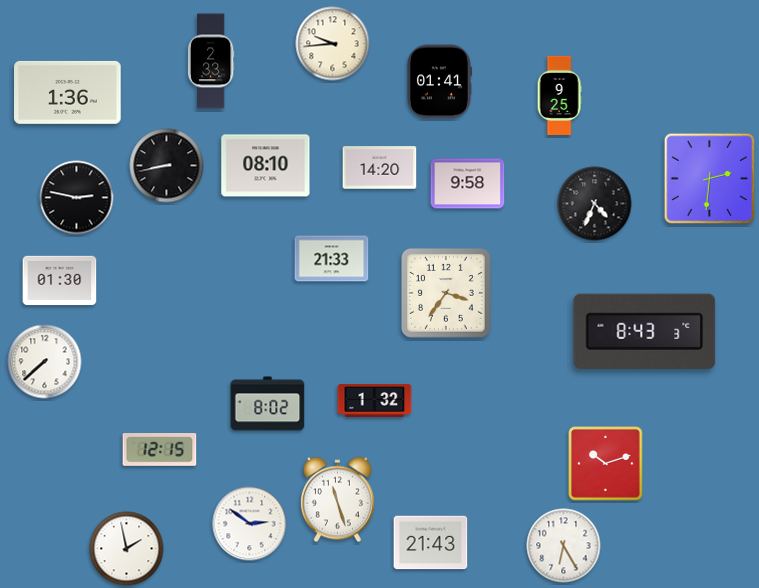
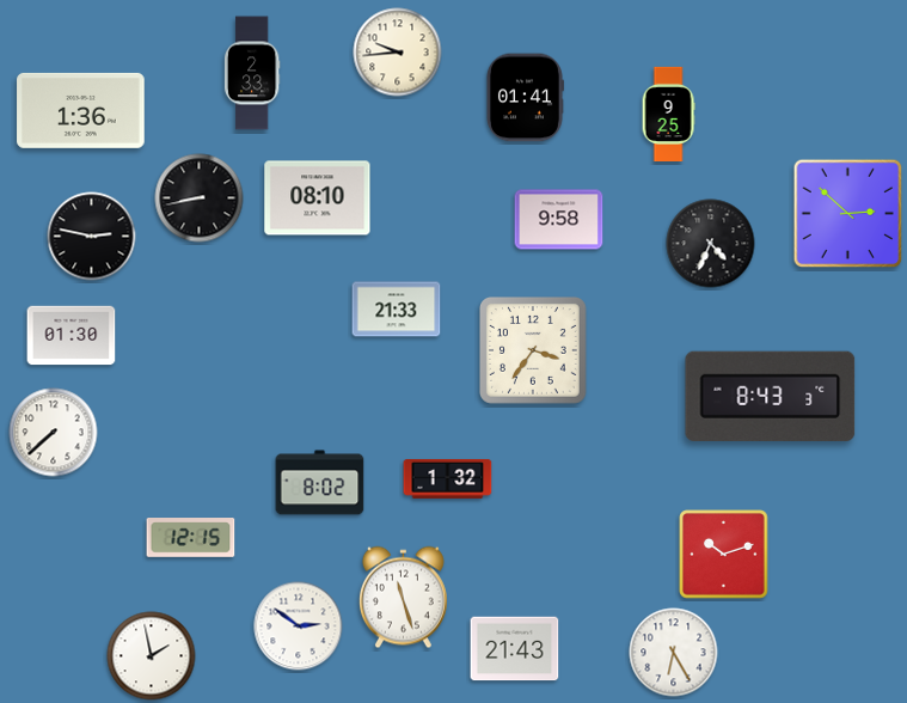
clock at (380, 168): 14:20 -> none
clock at (710, 179): 2:31 -> 2:52
